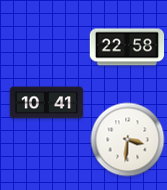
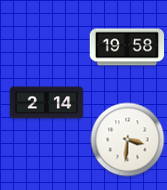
clock at (127, 47): 22:58 -> 19:58
clock at (47, 103): 10:41 -> 2:14
